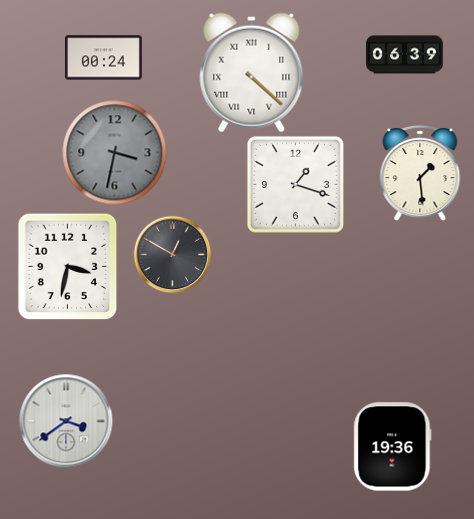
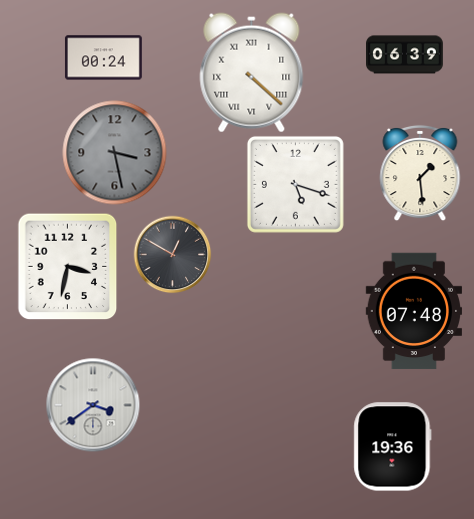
clock at (115, 153): 3:32 -> 3:28
clock at (295, 184): 1:18 -> 5:18
clock at (413, 311): none -> 07:48
clock at (66, 421) position: (66, 421) -> (93, 405)
